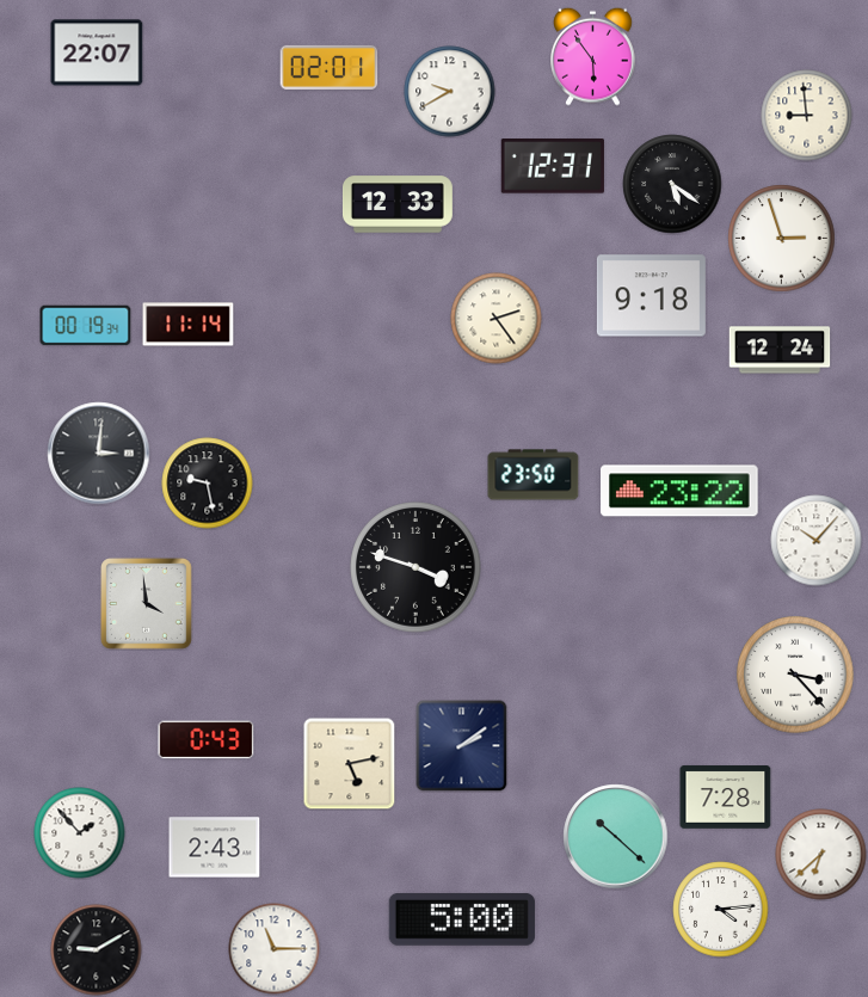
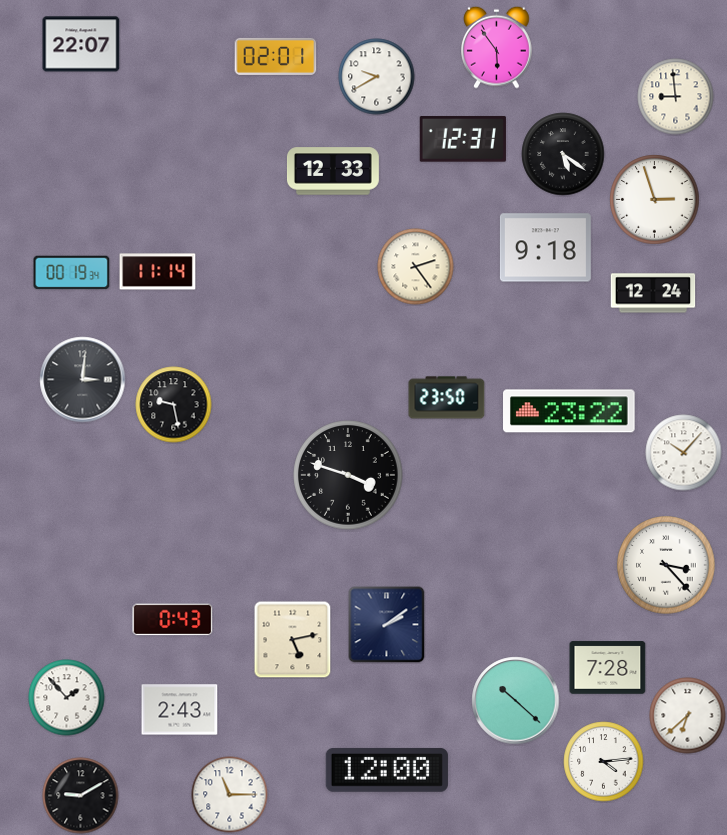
clock at (147, 604): 3:59 -> none
clock at (462, 919): 5:00 -> 12:00
